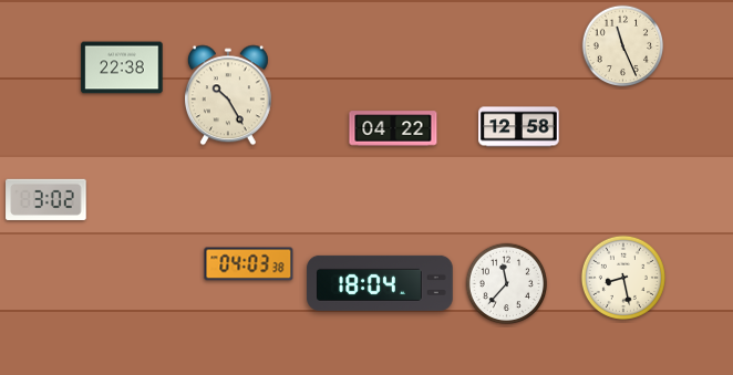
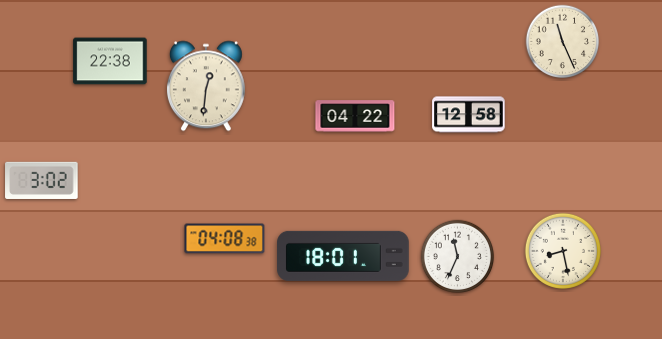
clock at (228, 95): 10:25 -> 12:31
clock at (249, 264): 04:03 -> 04:08
clock at (380, 283): 18:04 -> 18:01
clock at (507, 284): 11:37 -> 11:34
